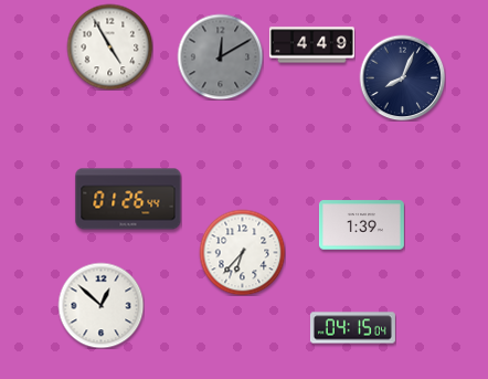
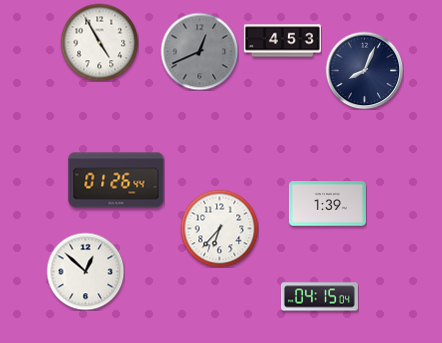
clock at (311, 45): 4:49 -> 4:53
clock at (220, 56): 12:10 -> 12:41
clock at (100, 305) position: (100, 305) -> (85, 271)
